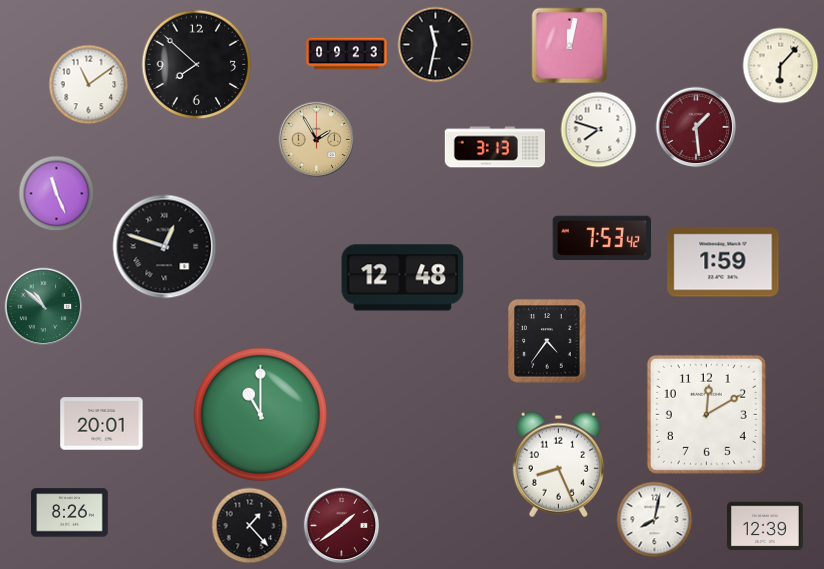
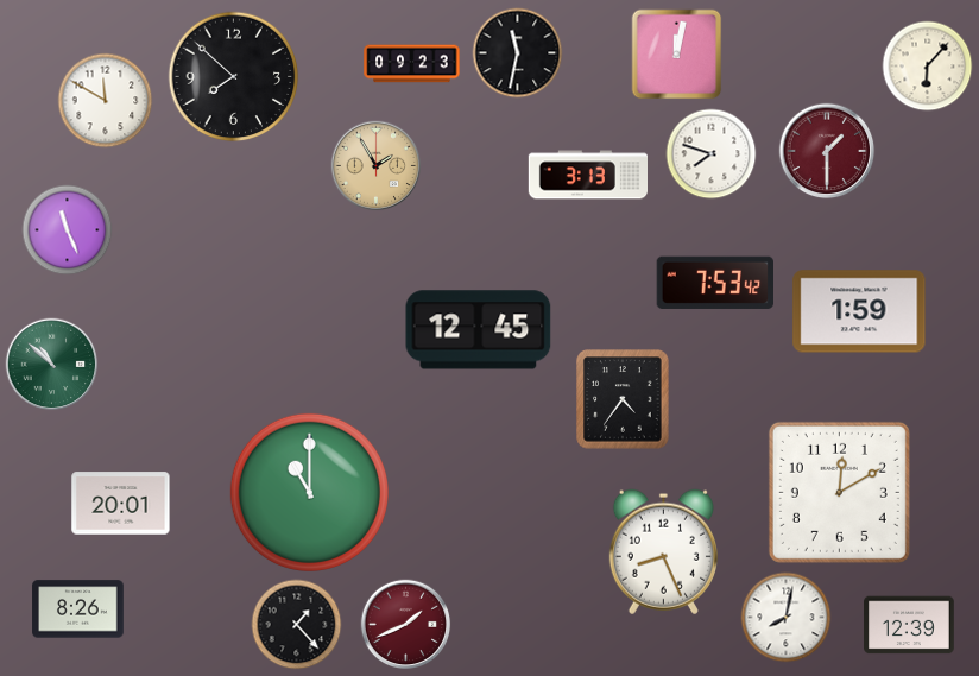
clock at (781, 66) position: (781, 66) -> (928, 67)
clock at (89, 85): 11:09 -> 11:50
clock at (696, 127): 1:29 -> 1:30
clock at (165, 247): 12:48 -> none
clock at (403, 278): 12:48 -> 12:45
clock at (547, 341) position: (547, 341) -> (623, 399)
clock at (70, 513) position: (70, 513) -> (78, 609)
clock at (655, 520) position: (655, 520) -> (787, 618)
clock at (342, 526): 1:39 -> 1:41
